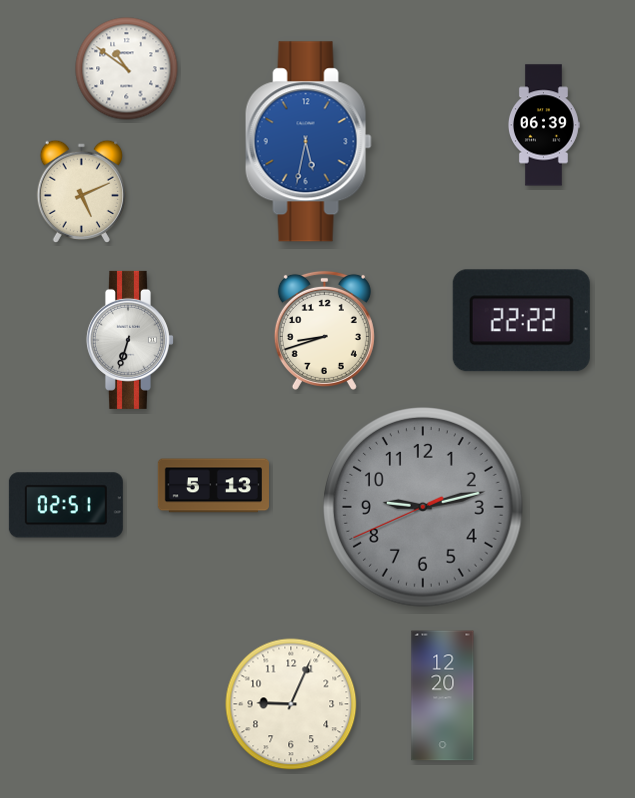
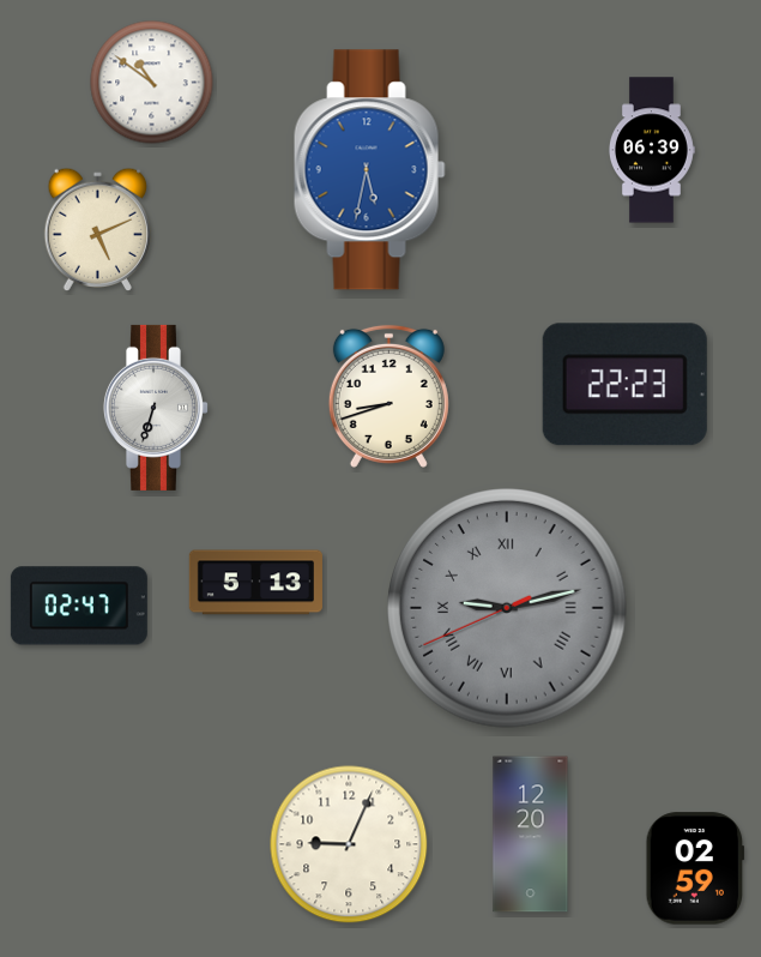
clock at (521, 321): 22:22 -> 22:23
clock at (66, 505): 02:51 -> 02:47
clock at (423, 507) numerals: Arabic -> Roman
clock at (694, 868): none -> 02:59
